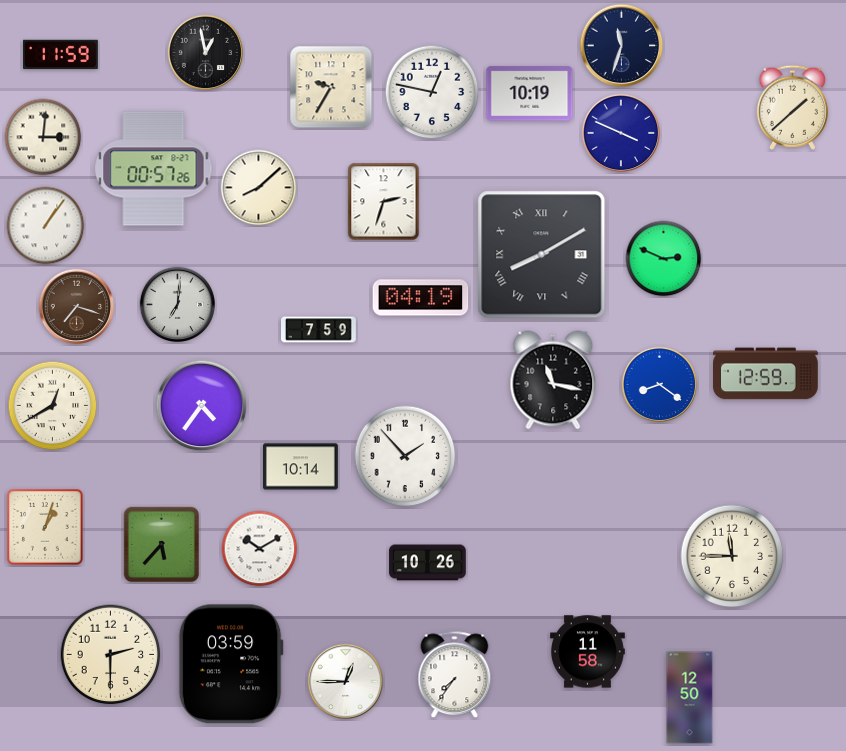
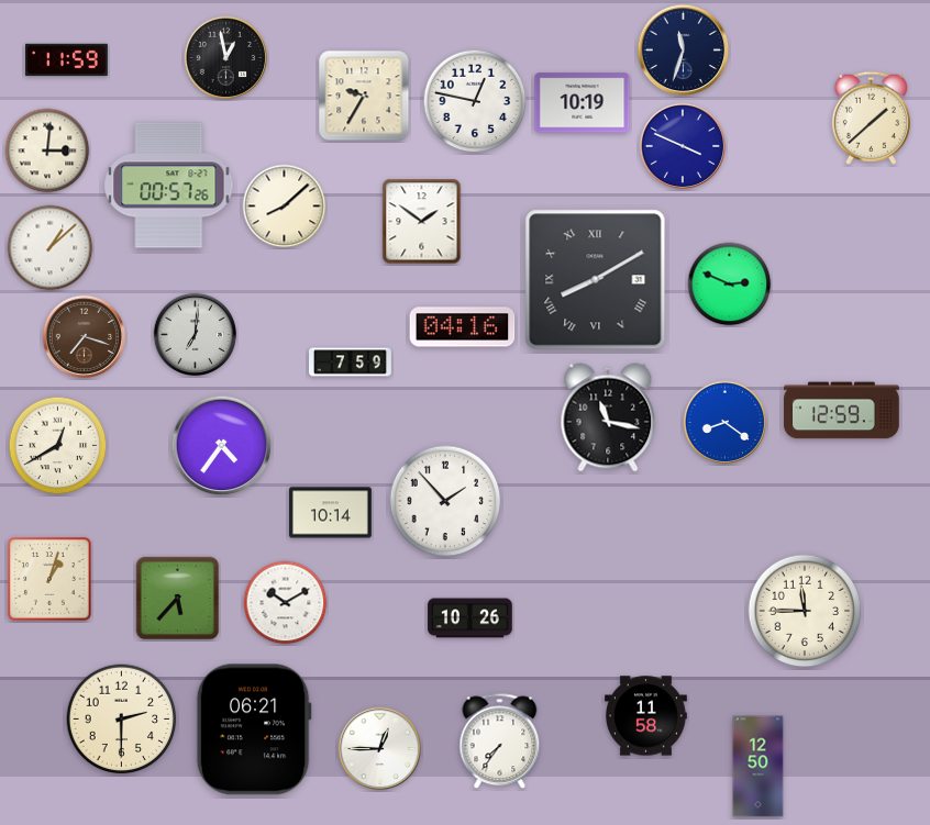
clock at (384, 202): 2:33 -> 1:51
clock at (46, 226): 1:06 -> 1:08
clock at (421, 298): 04:19 -> 04:16
clock at (231, 664): 03:59 -> 06:21
